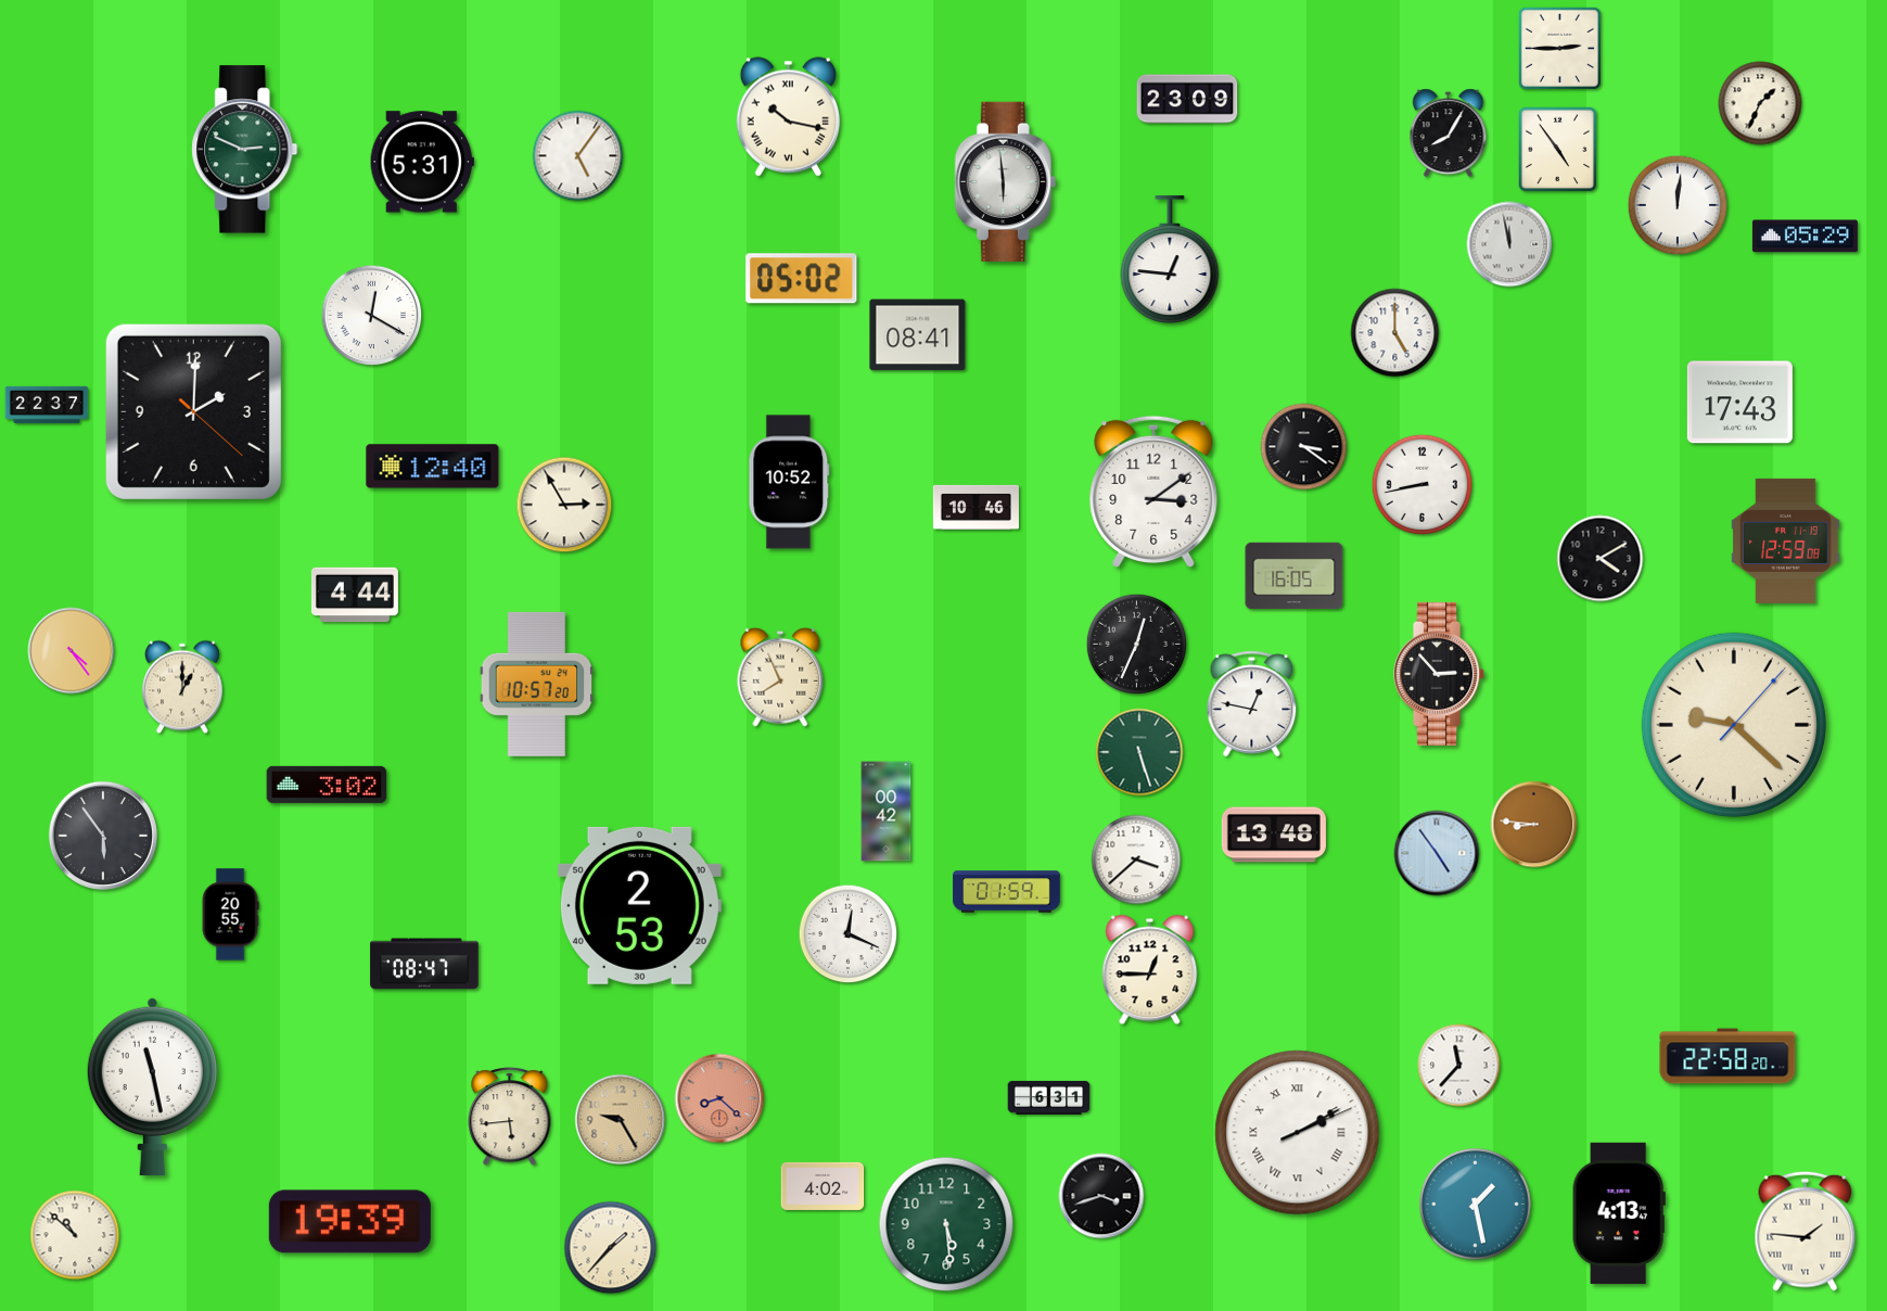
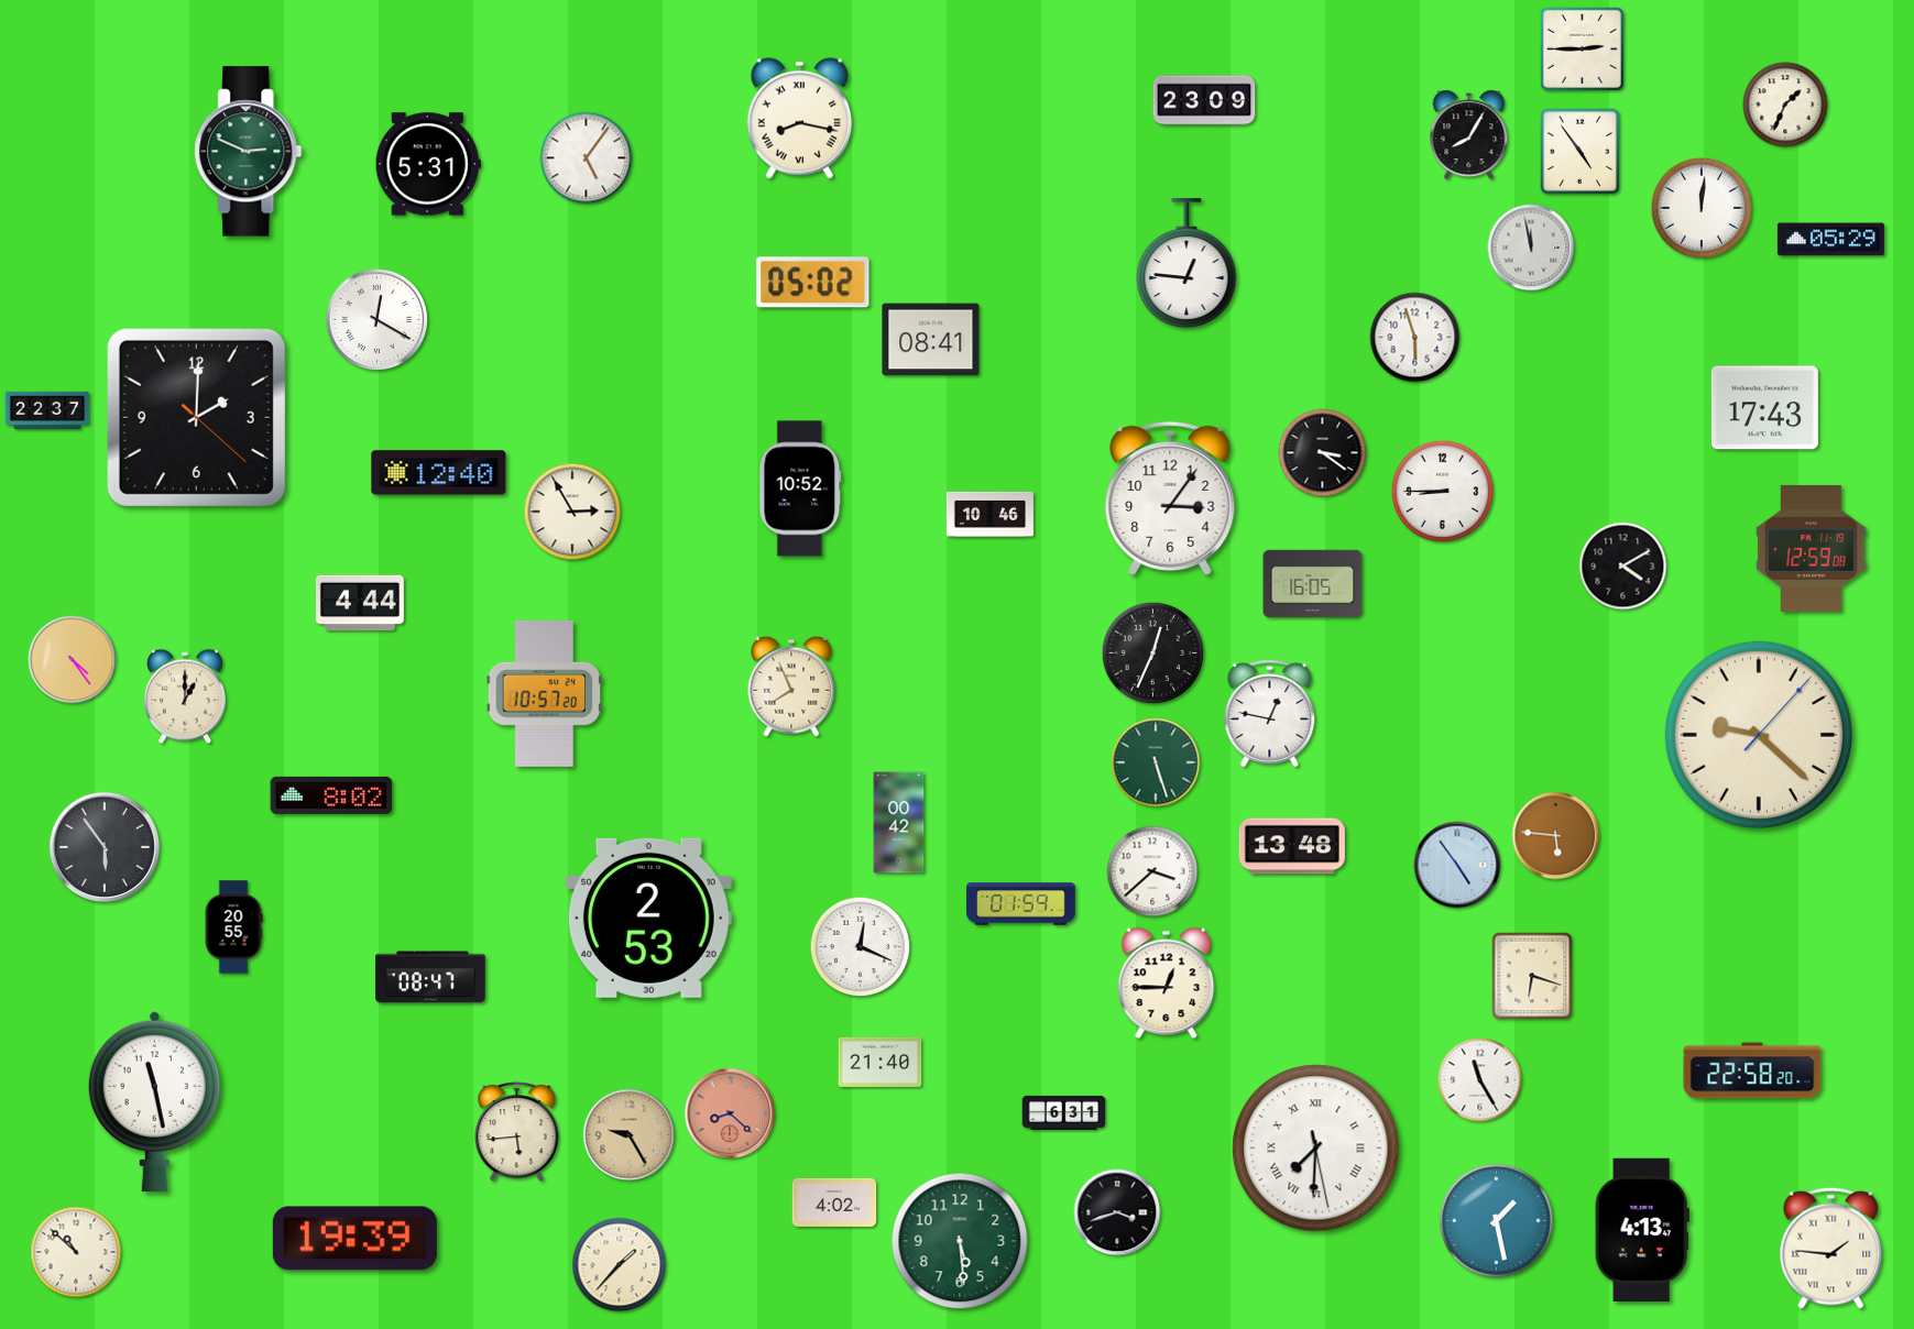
clock at (788, 117): 10:17 -> 8:17
clock at (1005, 181): 5:59 -> none
clock at (1395, 333): 5:00 -> 5:57
clock at (1423, 485): 8:43 -> 8:45
clock at (1153, 492): 3:09 -> 3:06
clock at (1440, 674): 2:53 -> none
clock at (327, 785): 3:02 -> 8:02
clock at (1534, 825): 8:46 -> 5:46
clock at (1532, 976): none -> 6:18
clock at (881, 1062): none -> 21:40
clock at (1459, 1066): 11:37 -> 11:25
clock at (1298, 1133): 2:10 -> 7:30
